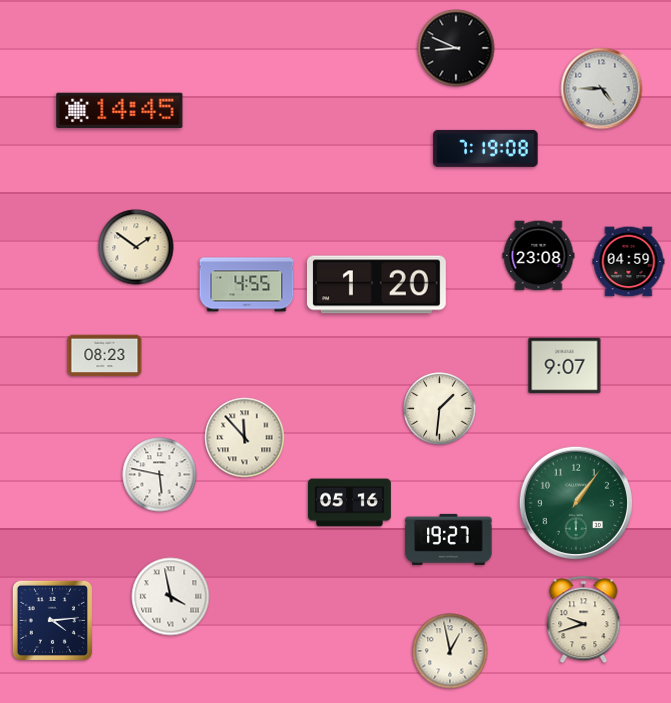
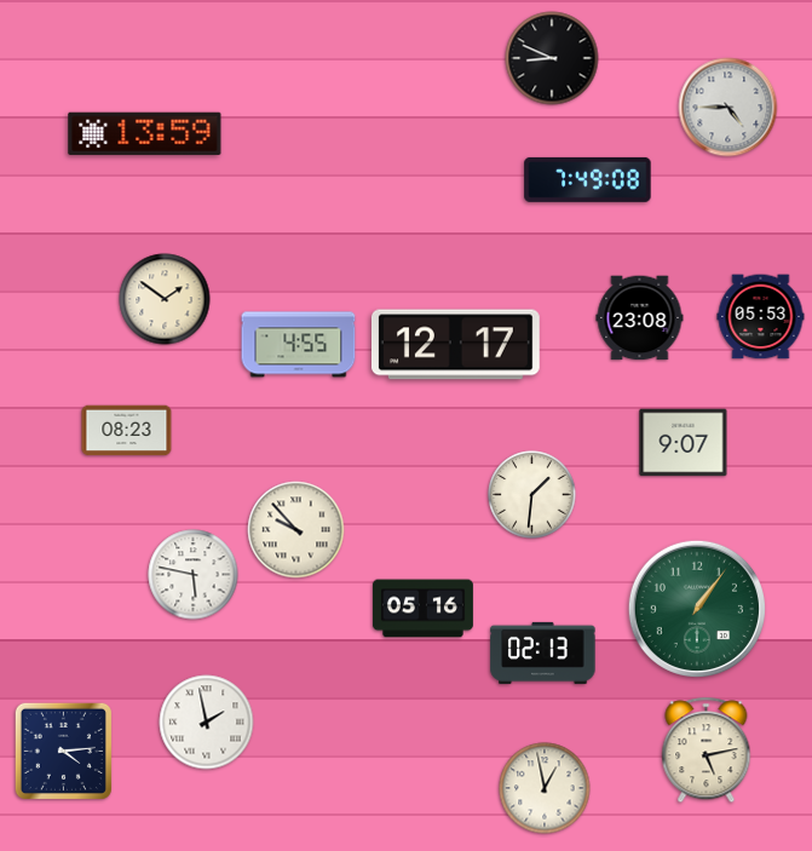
clock at (120, 110): 14:45 -> 13:59
clock at (486, 148): 7:19 -> 7:49
clock at (539, 256) position: (539, 256) -> (640, 318)
clock at (629, 262): 04:59 -> 05:53
clock at (376, 285): 1:20 -> 12:17
clock at (245, 438): 11:53 -> 9:53
clock at (449, 539): 19:27 -> 02:13
clock at (171, 597): 3:58 -> 1:58
clock at (584, 620): 9:42 -> 5:13
